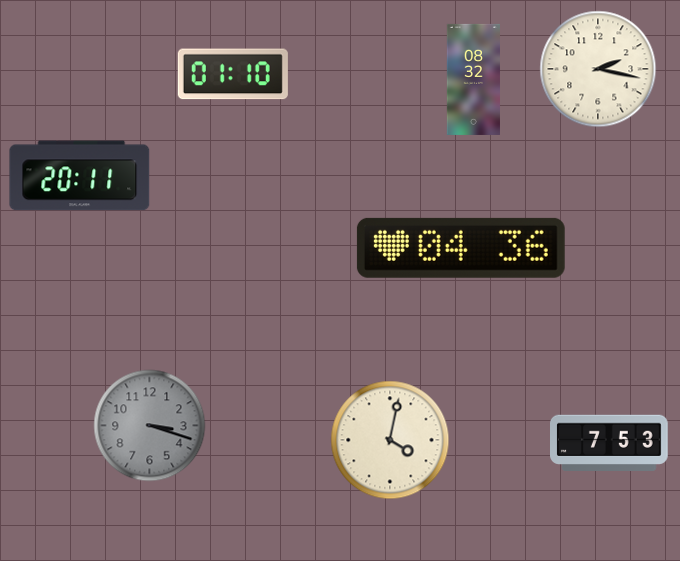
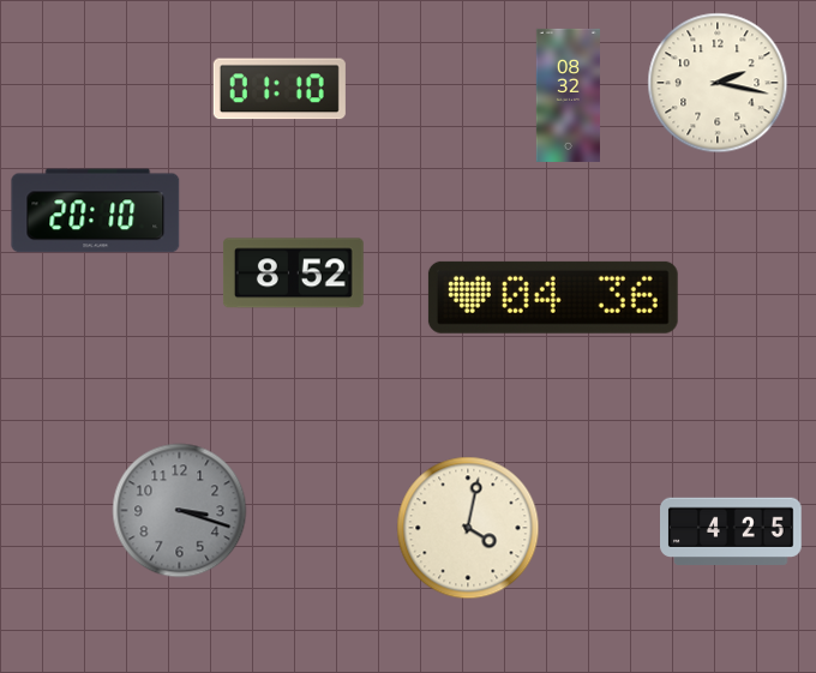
clock at (80, 176): 20:11 -> 20:10
clock at (293, 274): none -> 8:52
clock at (610, 442): 7:53 -> 4:25
